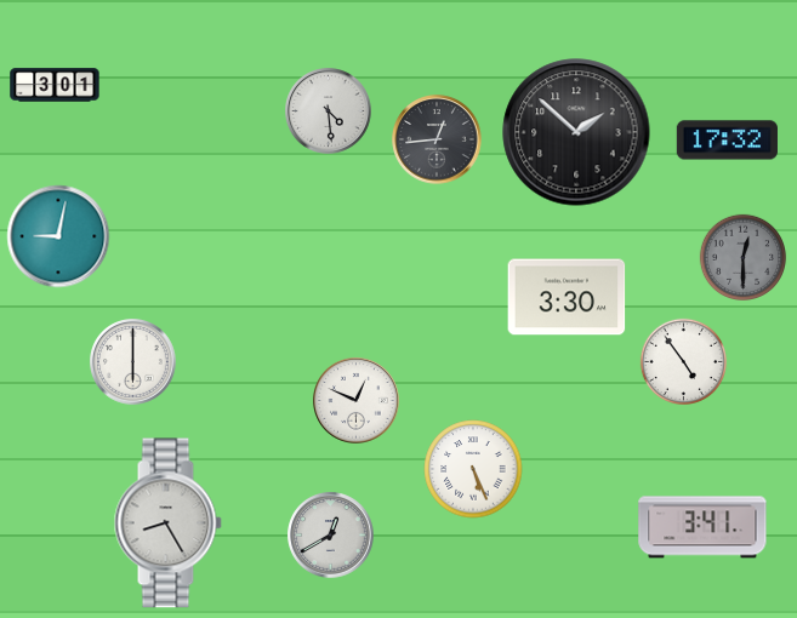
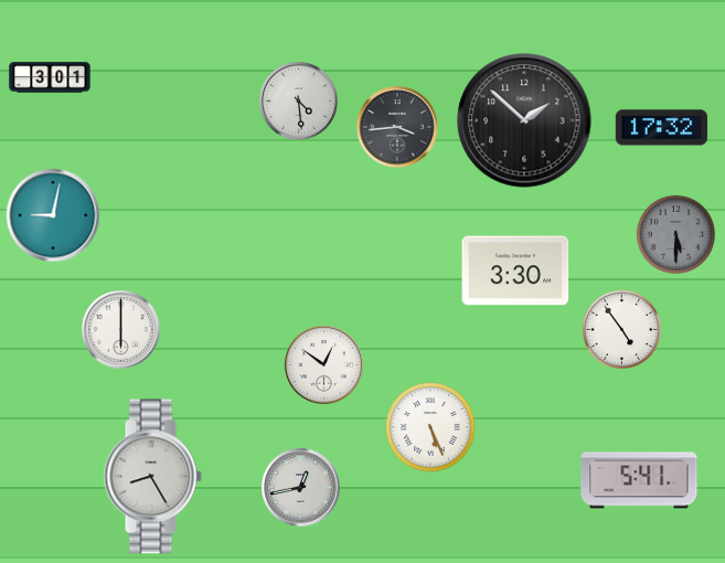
clock at (437, 139): 12:44 -> 3:44
clock at (744, 258): 12:30 -> 5:30
clock at (357, 401): 12:49 -> 12:51
clock at (702, 527): 3:41 -> 5:41
clock at (331, 536): 12:40 -> 12:43
